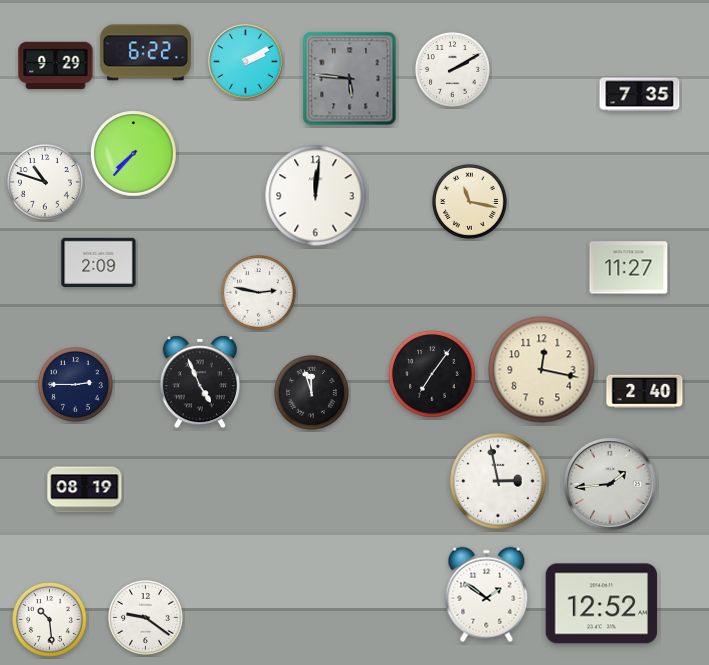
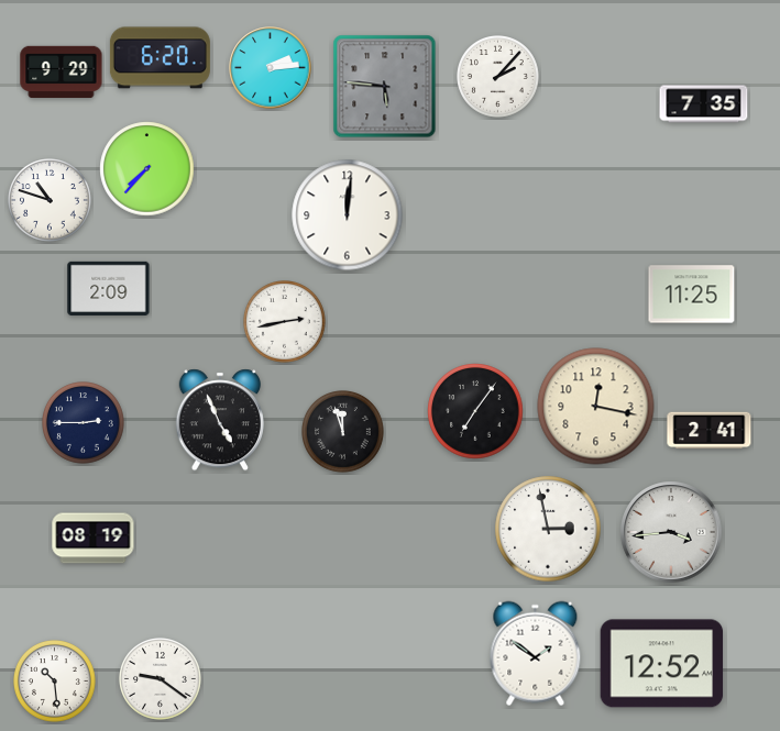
clock at (145, 53): 6:22 -> 6:20
clock at (246, 62): 2:10 -> 2:14
clock at (453, 70): 2:10 -> 2:07
clock at (470, 202): 11:17 -> none
clock at (629, 268): 11:27 -> 11:25
clock at (259, 293): 2:47 -> 2:43
clock at (645, 392): 2:40 -> 2:41
clock at (610, 484): 1:44 -> 3:44
